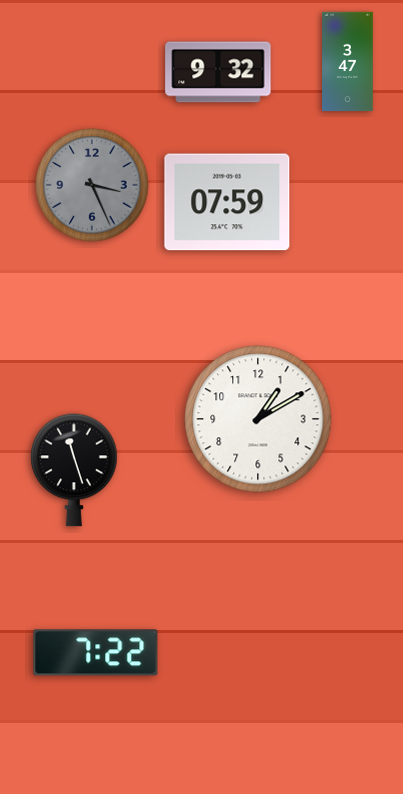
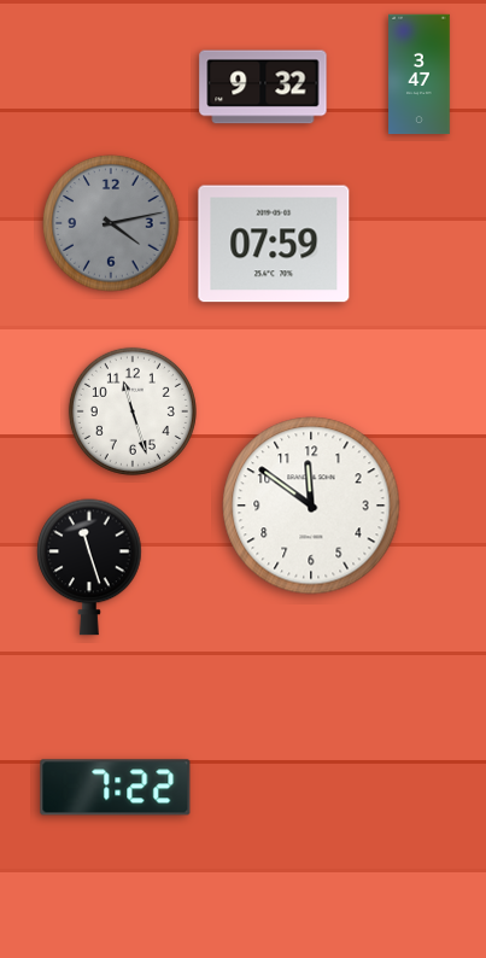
clock at (92, 185): 3:26 -> 4:13
clock at (133, 411): none -> 11:27
clock at (258, 419): 1:10 -> 11:51
